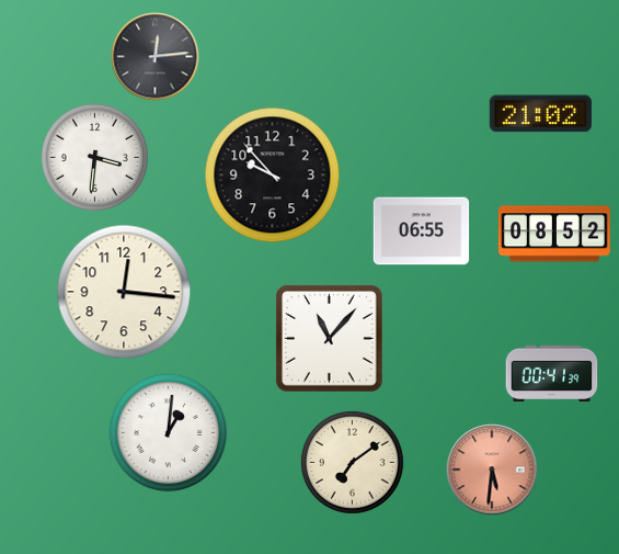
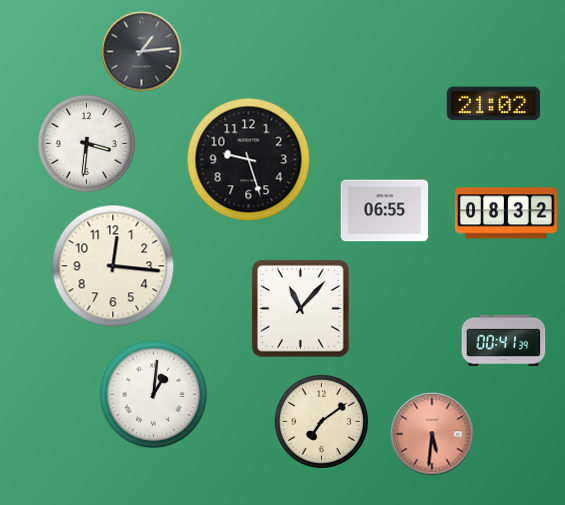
clock at (154, 56): 12:14 -> 1:14
clock at (272, 174): 9:53 -> 9:27
clock at (554, 234): 08:52 -> 08:32
clock at (492, 470) position: (492, 470) -> (432, 434)
